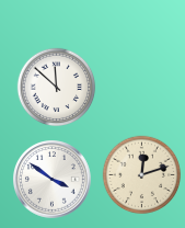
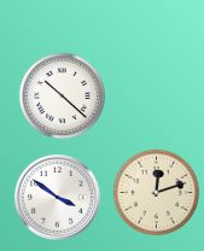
clock at (57, 88): 11:52 -> 10:22
